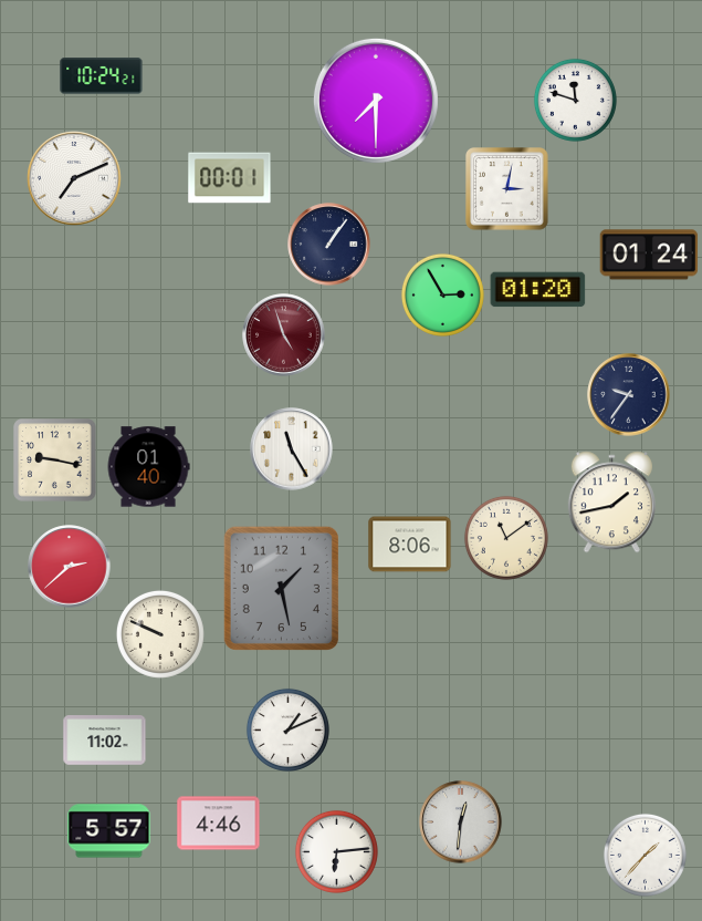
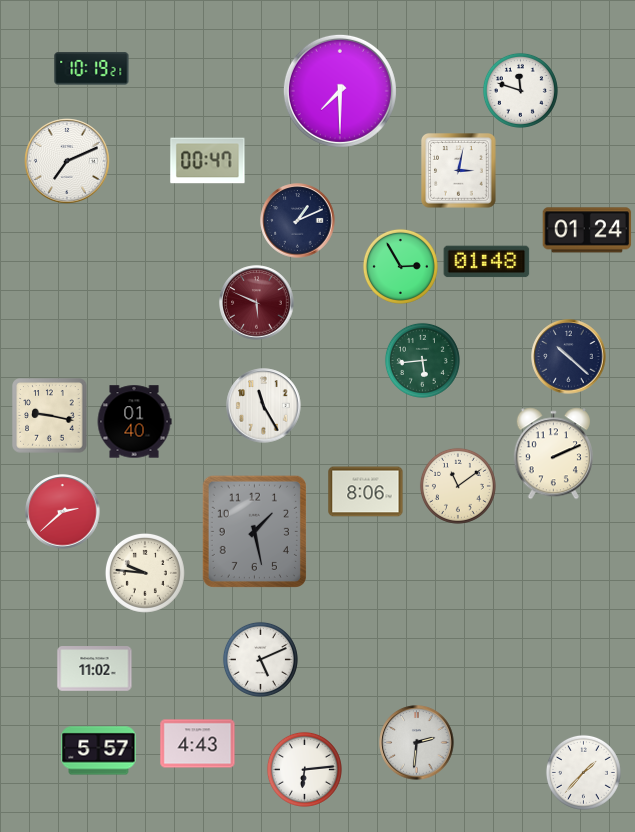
clock at (102, 76): 10:24 -> 10:19
clock at (230, 178): 00:01 -> 00:47
clock at (329, 245): 1:06 -> 1:11
clock at (538, 290): 01:20 -> 01:48
clock at (284, 335): 4:57 -> 5:49
clock at (629, 395): 9:36 -> 10:22
clock at (422, 360): none -> 5:44
clock at (611, 503): 1:43 -> 2:11
clock at (410, 545) position: (410, 545) -> (366, 492)
clock at (160, 634): 9:49 -> 9:46
clock at (287, 729): 1:11 -> 5:11
clock at (461, 822): 12:31 -> 2:31
clock at (219, 824): 4:46 -> 4:43
